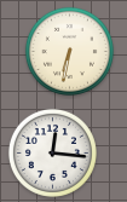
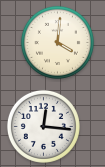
clock at (69, 51): 6:32 -> 4:01
